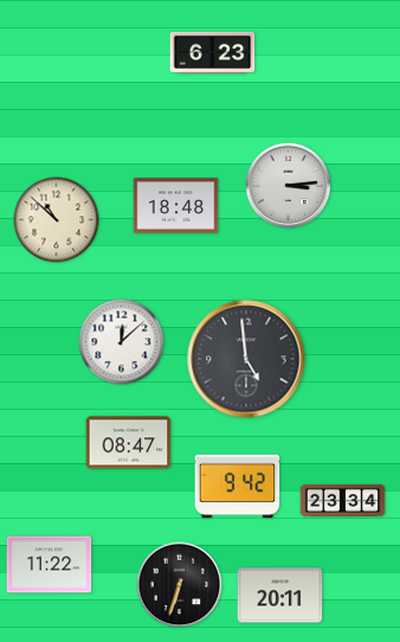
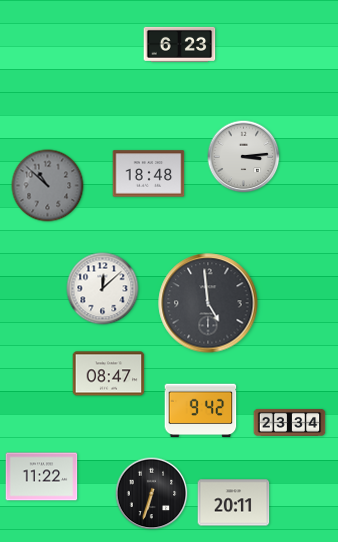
clock at (57, 220) dial: cream -> grey
clock at (280, 596) position: (280, 596) -> (234, 503)
